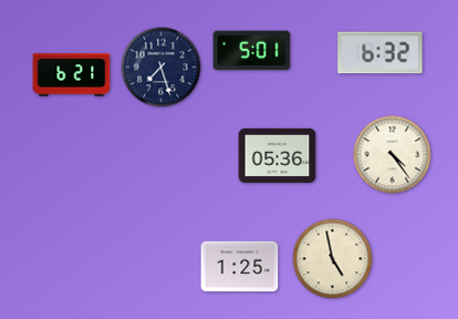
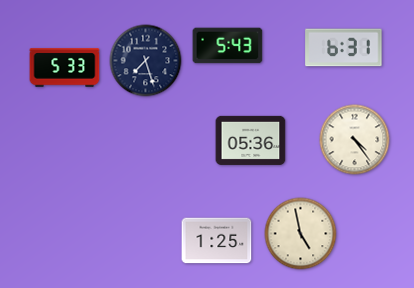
clock at (252, 51): 5:01 -> 5:43
clock at (381, 53): 6:32 -> 6:31
clock at (72, 75): 6:21 -> 5:33
